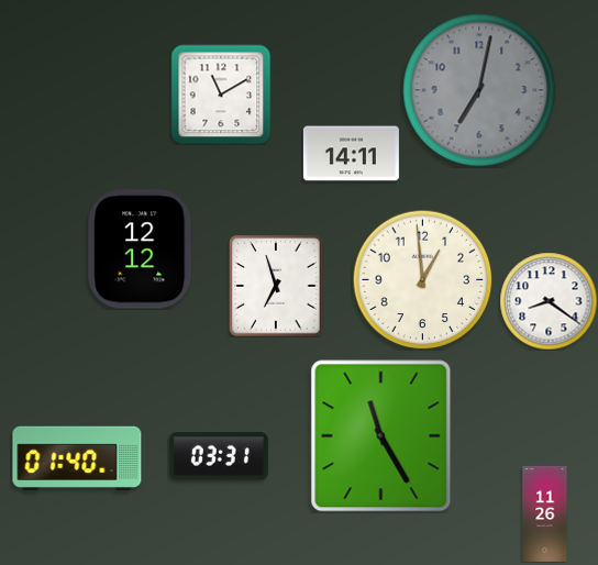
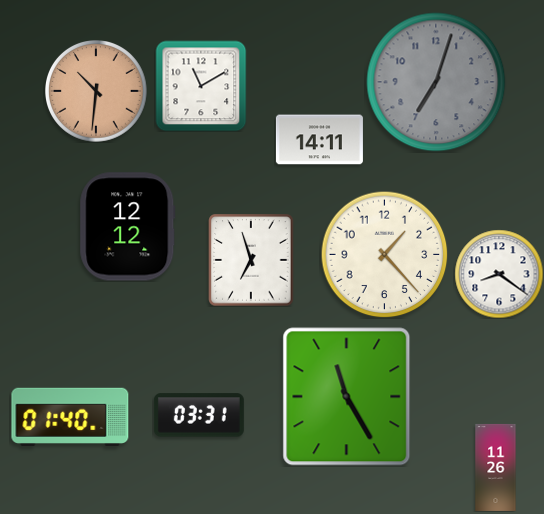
clock at (479, 90): 7:02 -> 7:03
clock at (97, 92): none -> 10:31
clock at (422, 279): 12:59 -> 1:23
